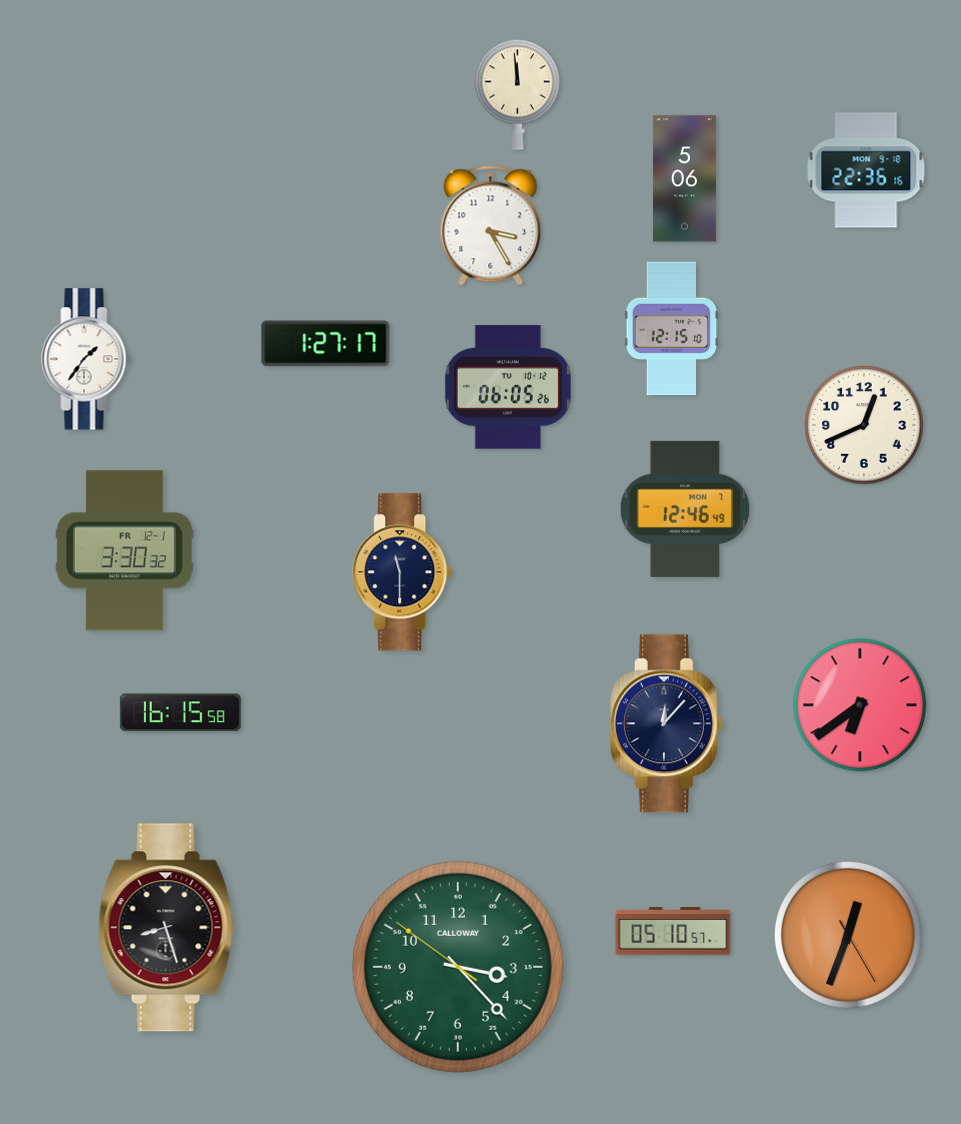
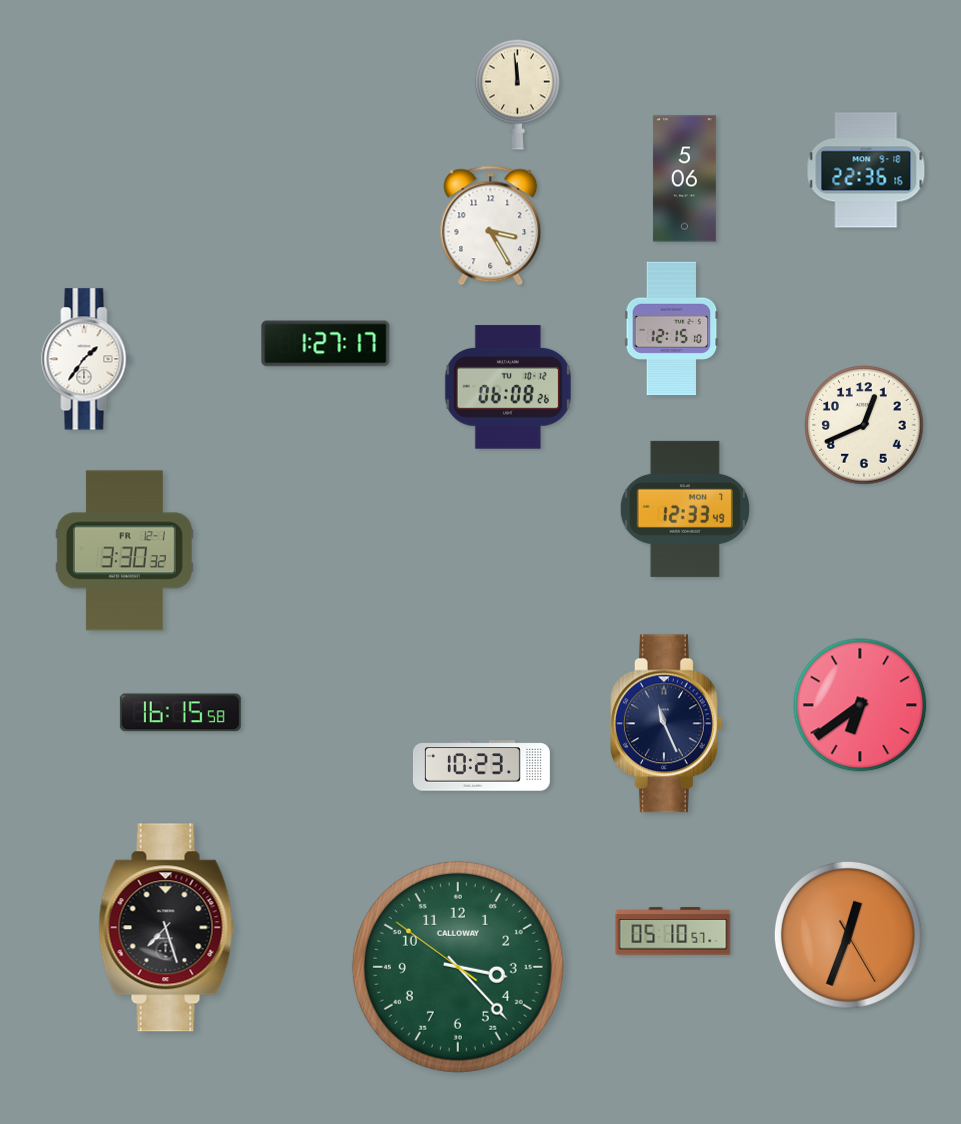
clock at (508, 387): 06:05 -> 06:08
clock at (684, 509): 12:46 -> 12:33
clock at (403, 572): 11:30 -> none
clock at (666, 724): 12:07 -> 11:26
clock at (481, 766): none -> 10:23
clock at (167, 928): 8:27 -> 7:27
